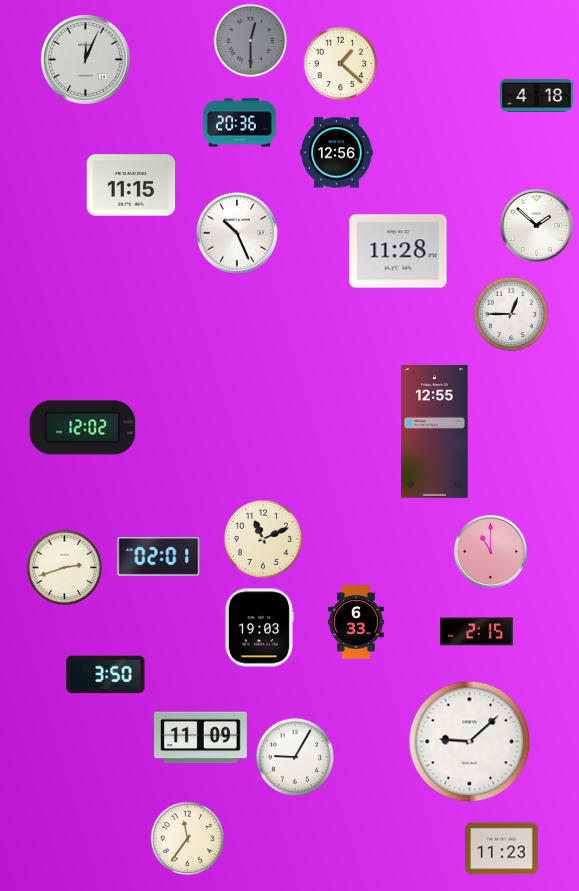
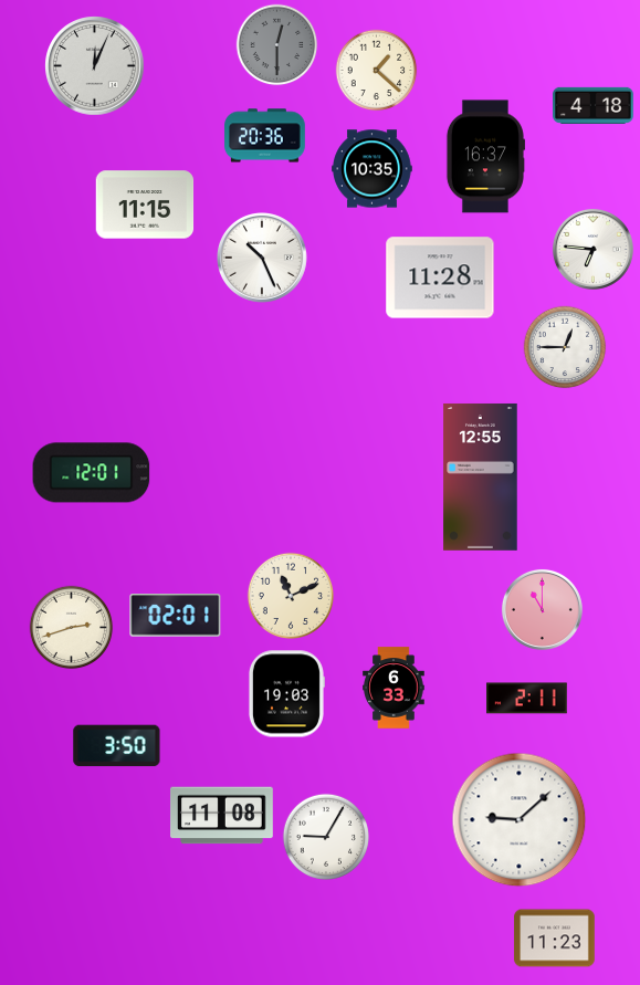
clock at (485, 157): none -> 16:37
clock at (337, 153): 12:56 -> 10:35
clock at (536, 225): 1:52 -> 6:46
clock at (83, 428): 12:02 -> 12:01
clock at (477, 632): 2:15 -> 2:11
clock at (201, 738): 11:09 -> 11:08
clock at (188, 839): 11:36 -> none
